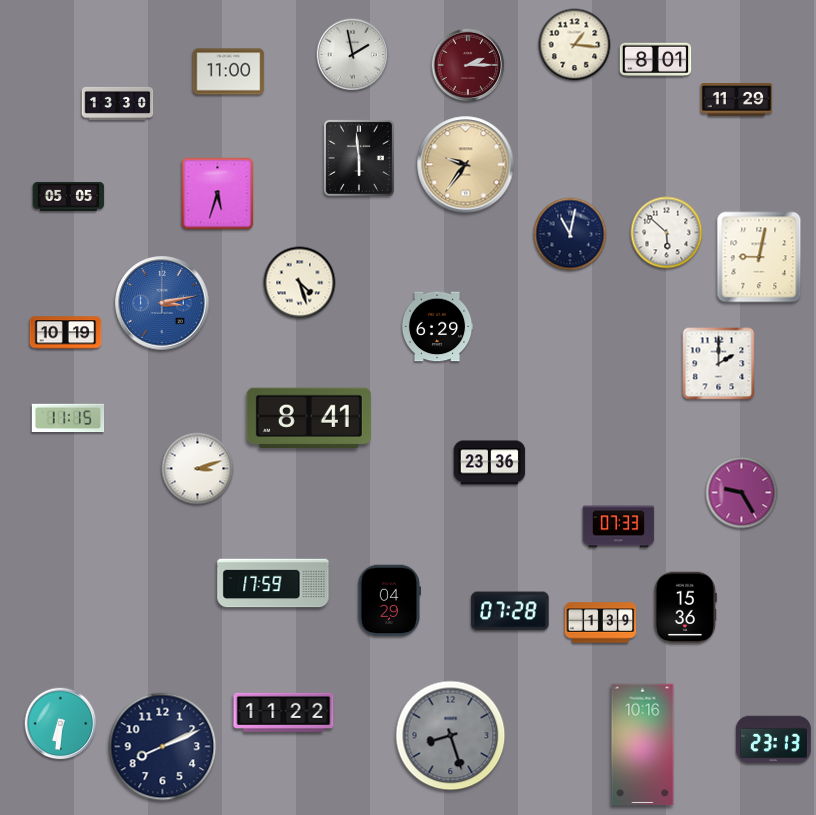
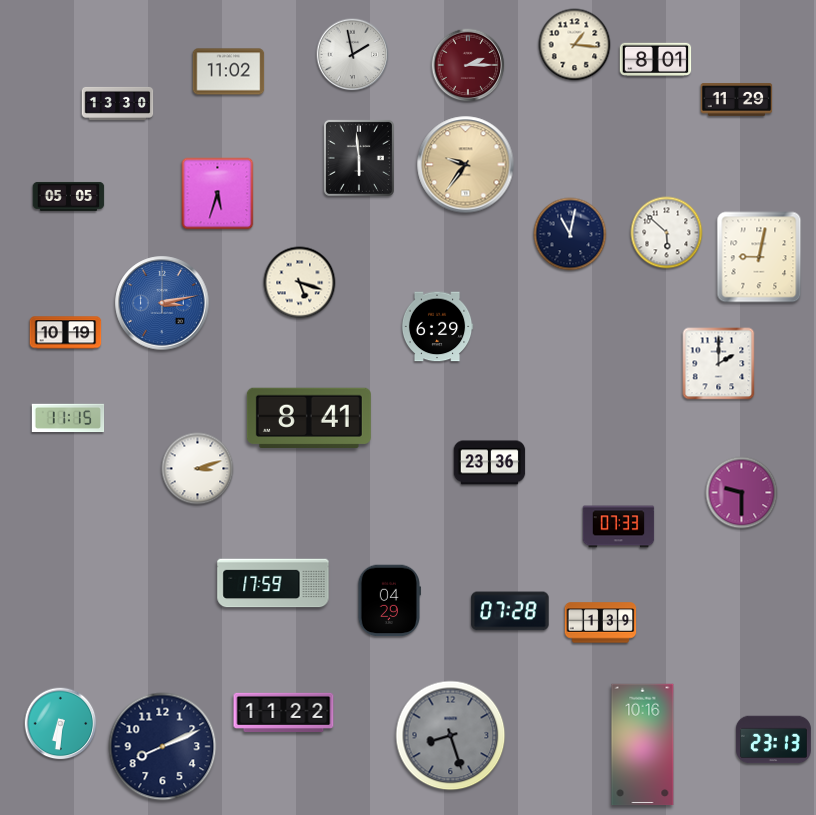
clock at (229, 72): 11:00 -> 11:02
clock at (300, 283): 4:27 -> 5:18
clock at (742, 493): 9:25 -> 9:30
clock at (685, 608): 15:36 -> none
